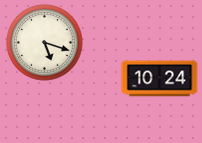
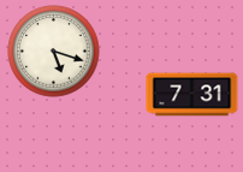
clock at (160, 79): 10:24 -> 7:31
